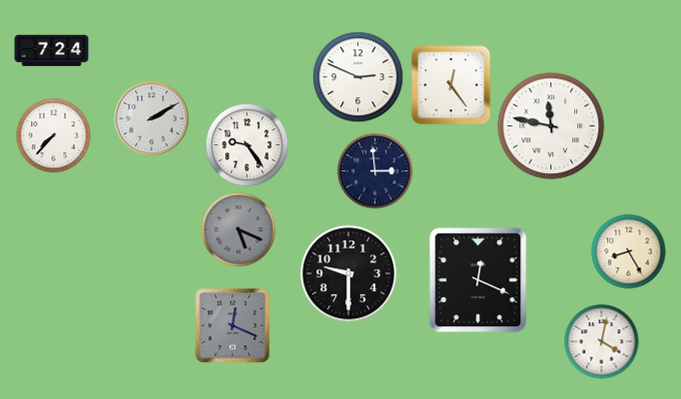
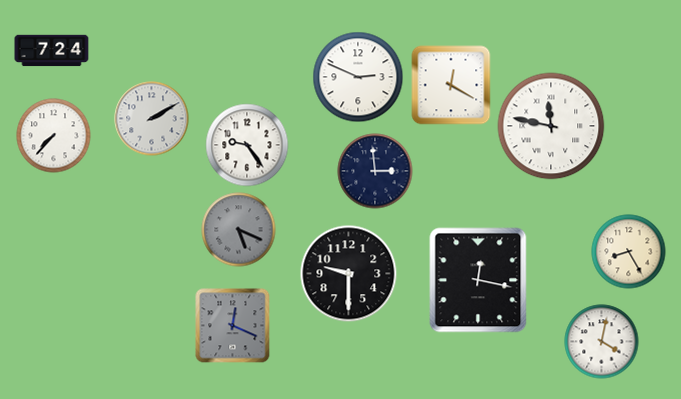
clock at (451, 85): 12:24 -> 12:20
clock at (478, 280): 12:19 -> 12:17
